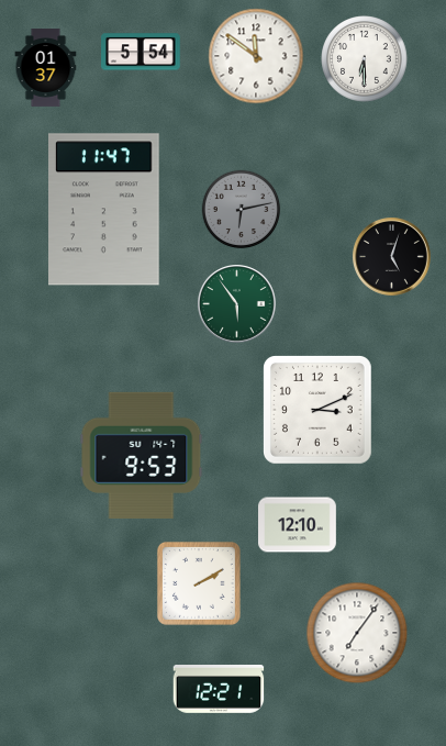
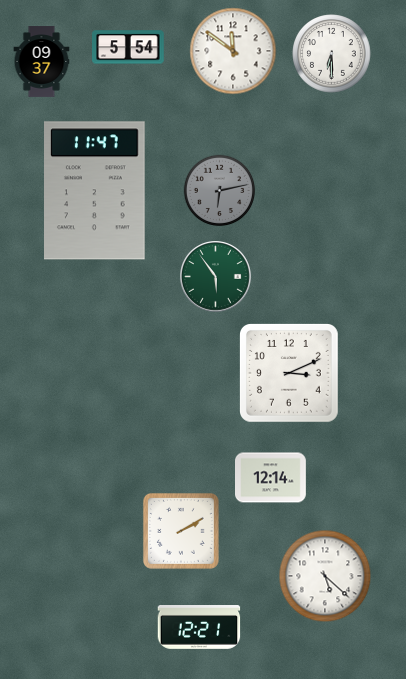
clock at (46, 68): 01:37 -> 09:37
clock at (392, 257): 5:03 -> none
clock at (142, 455): 9:53 -> none
clock at (298, 525): 12:10 -> 12:14
clock at (357, 633): 7:06 -> 5:22
